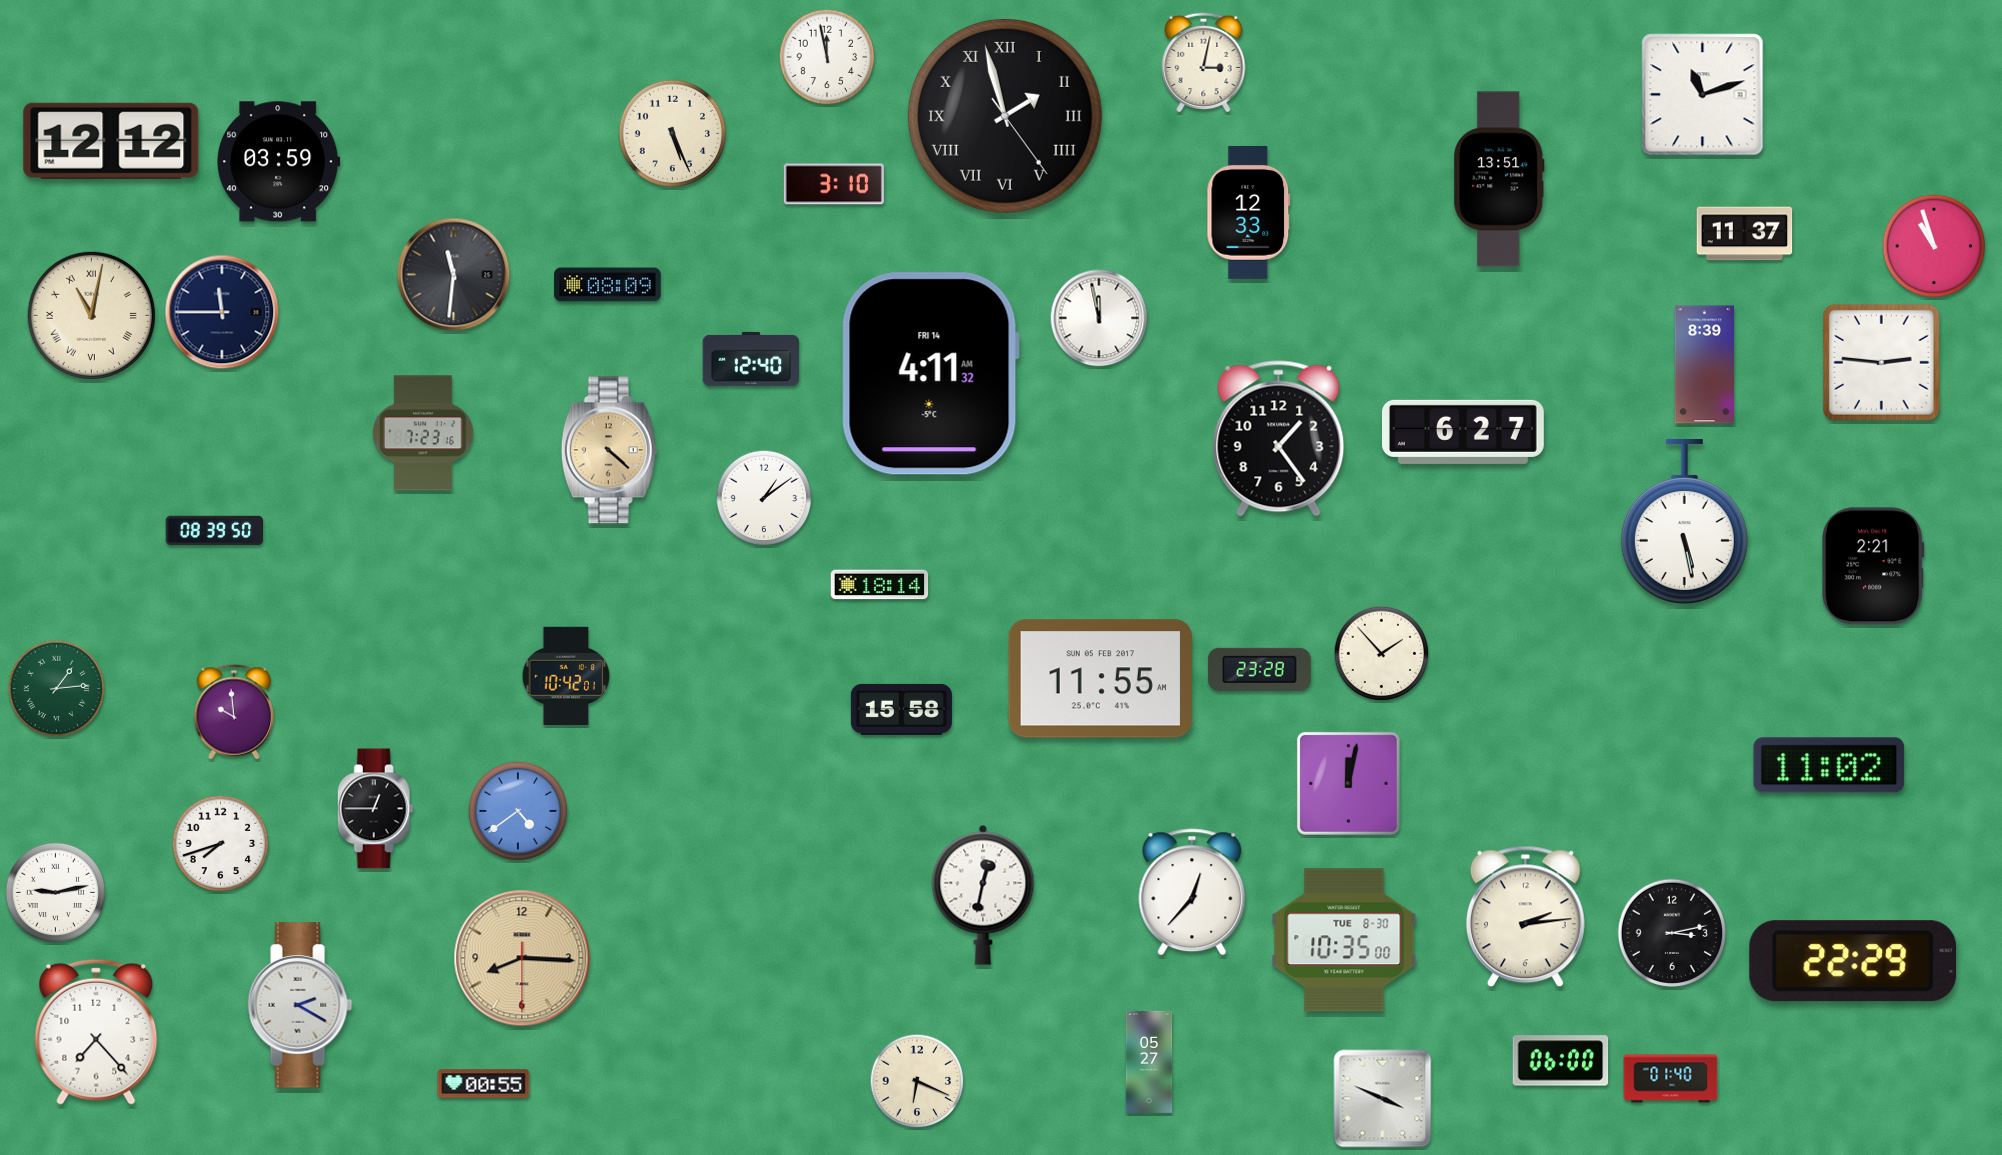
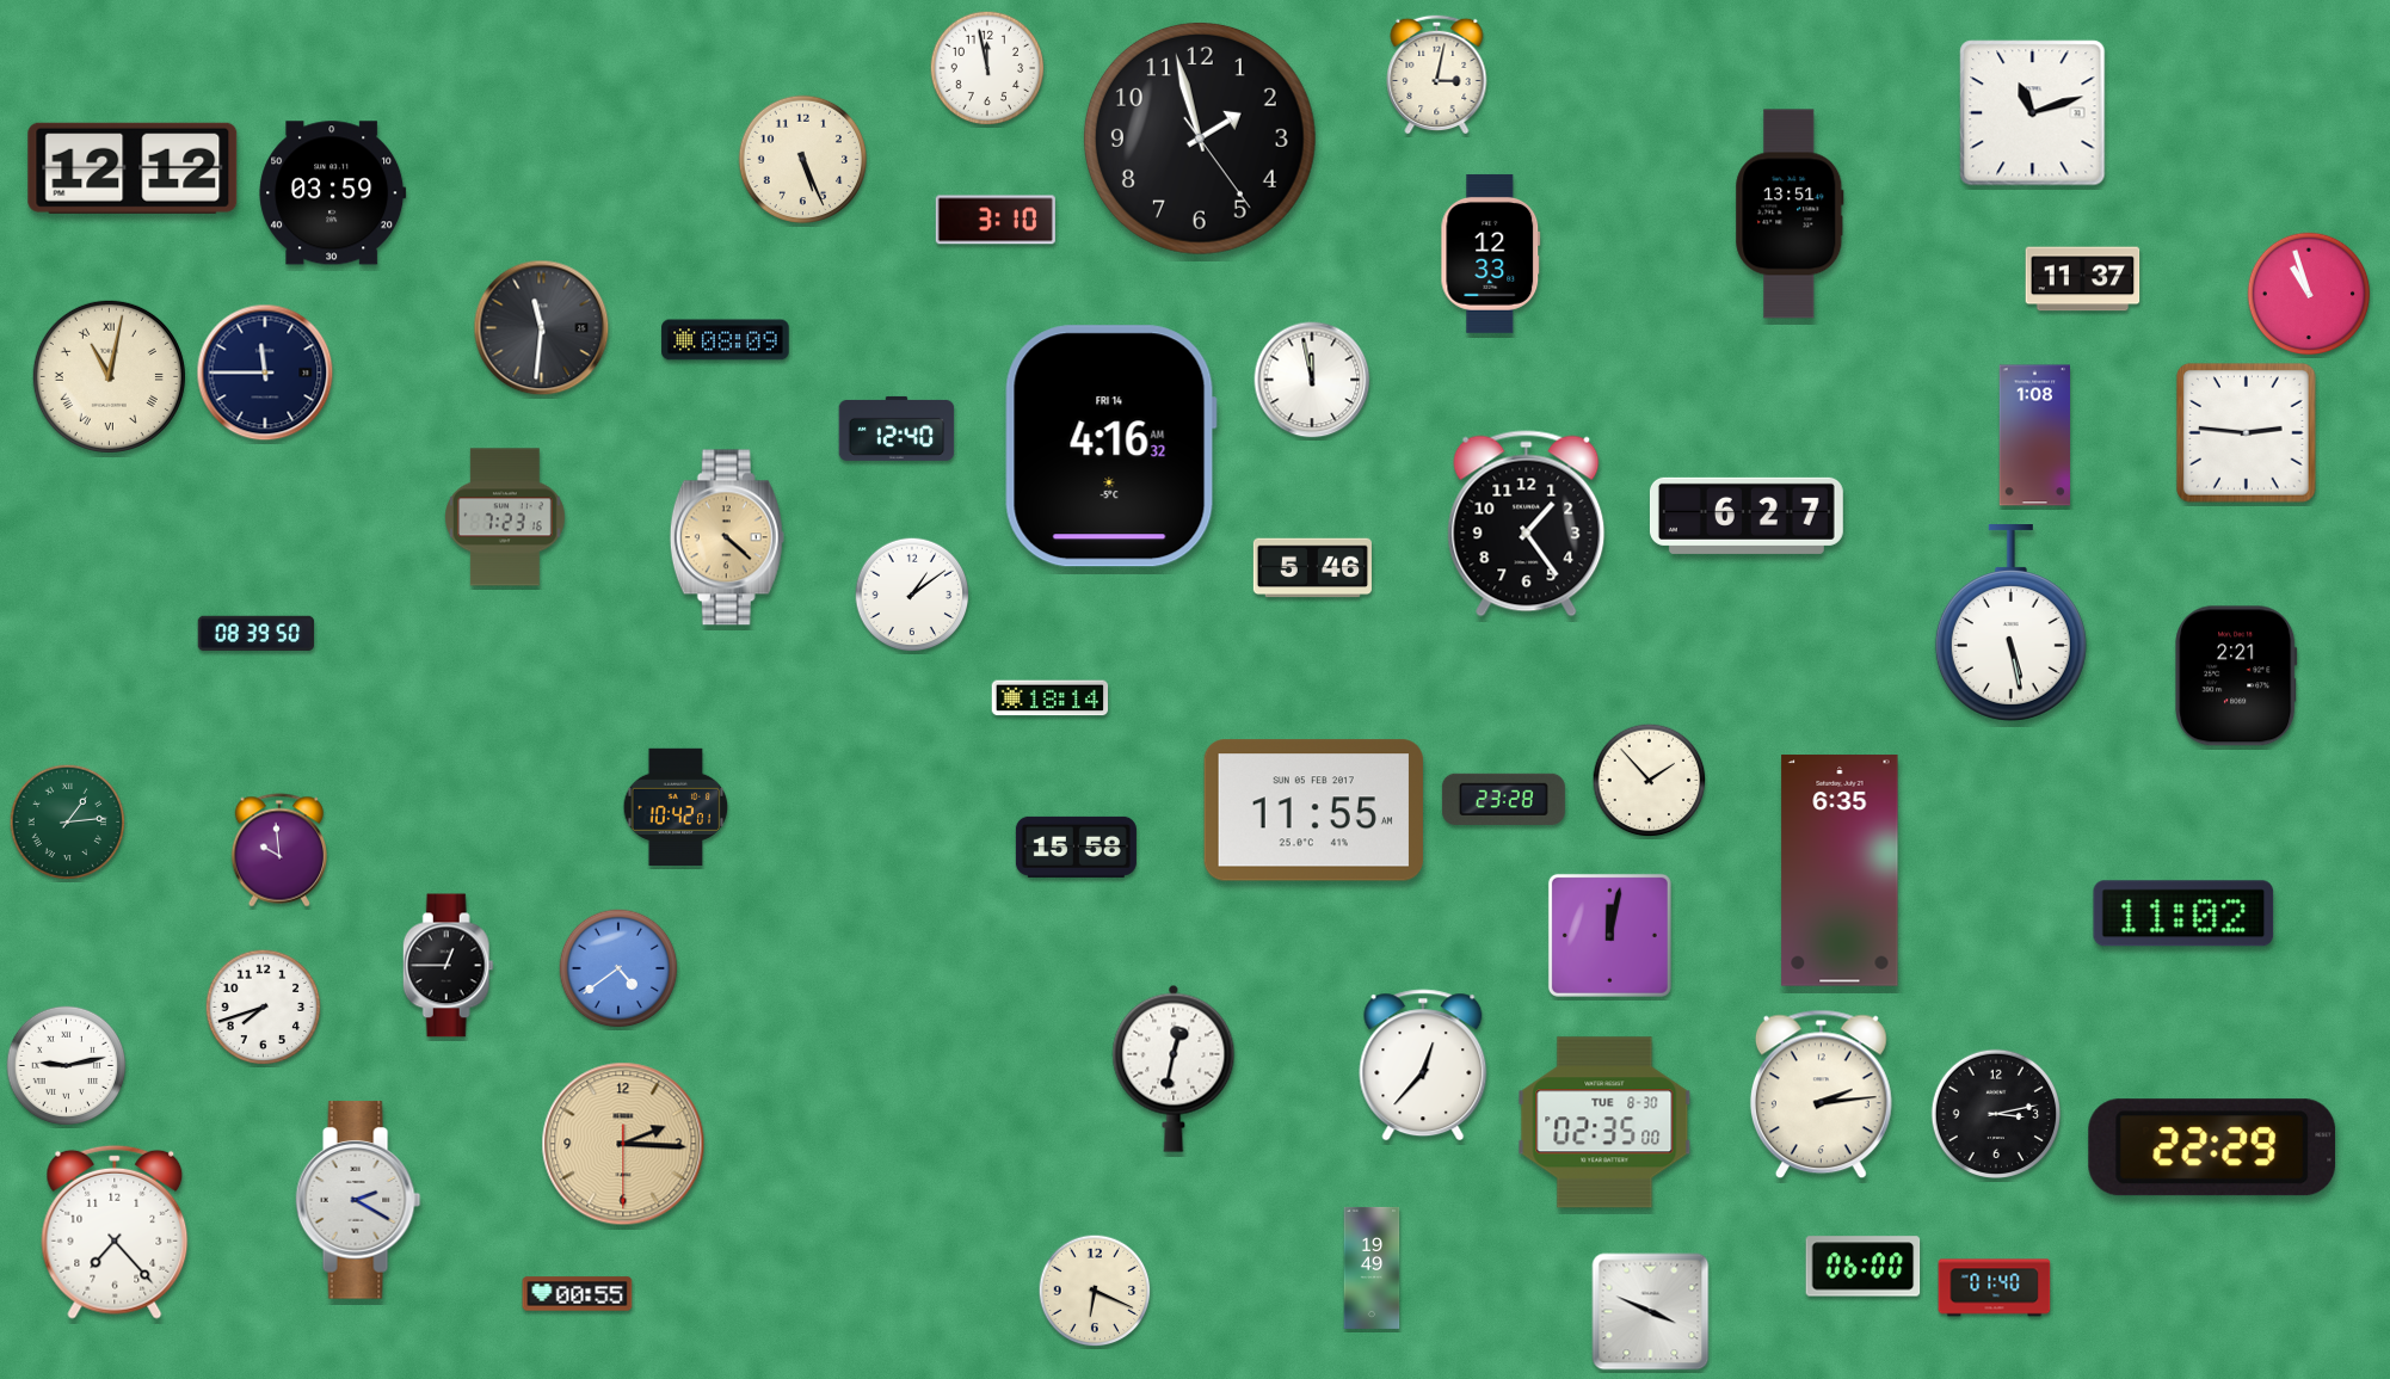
clock at (1005, 116) numerals: Roman -> Arabic
clock at (1705, 365): 8:39 -> 1:08
clock at (930, 374): 4:11 -> 4:16
clock at (1312, 568): none -> 5:46
clock at (1840, 870): none -> 6:35
clock at (1344, 940): 10:35 -> 02:35
clock at (522, 958): 8:15 -> 2:15
clock at (1149, 1062): 05:27 -> 19:49
